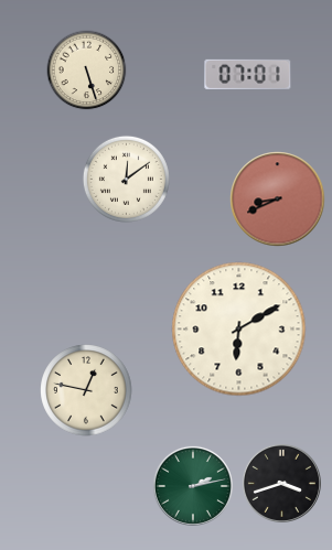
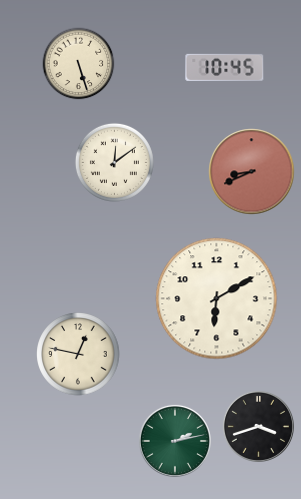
clock at (248, 74): 07:01 -> 10:45
clock at (278, 199) position: (278, 199) -> (252, 172)
clock at (281, 483) position: (281, 483) -> (258, 426)
